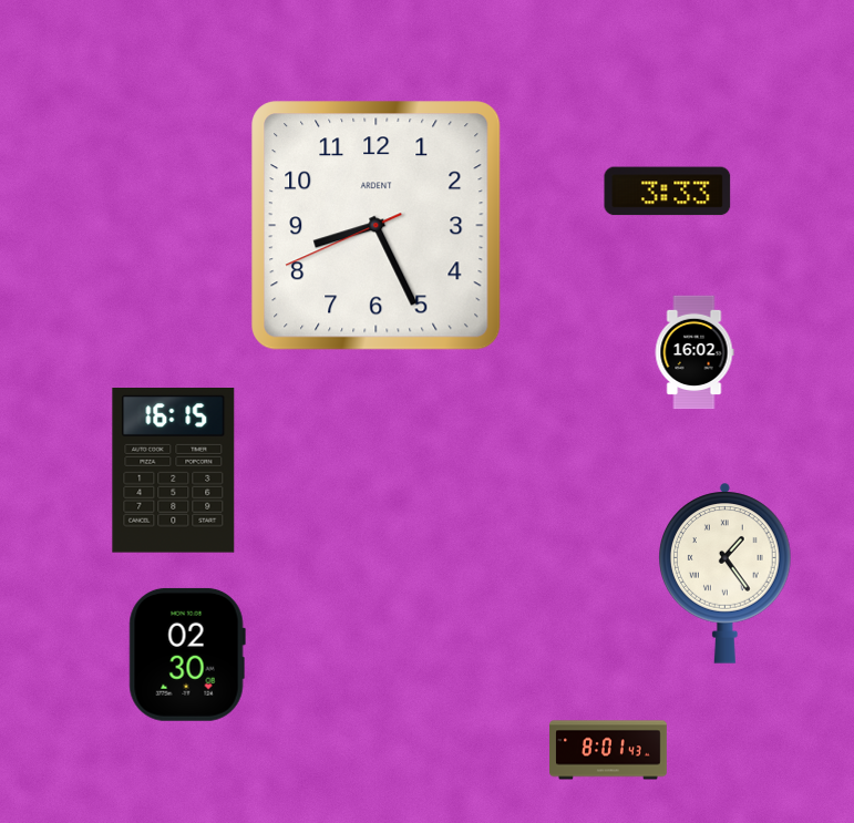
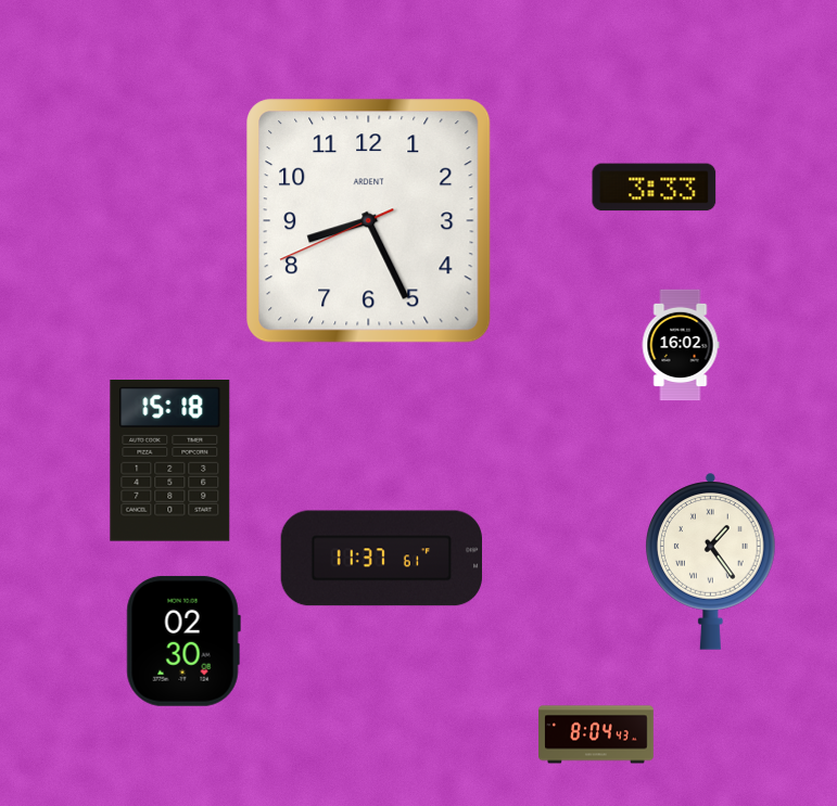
clock at (174, 471): 16:15 -> 15:18
clock at (381, 559): none -> 11:37
clock at (608, 750): 8:01 -> 8:04
